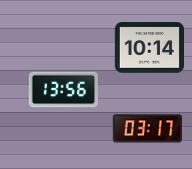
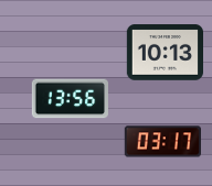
clock at (149, 48): 10:14 -> 10:13
